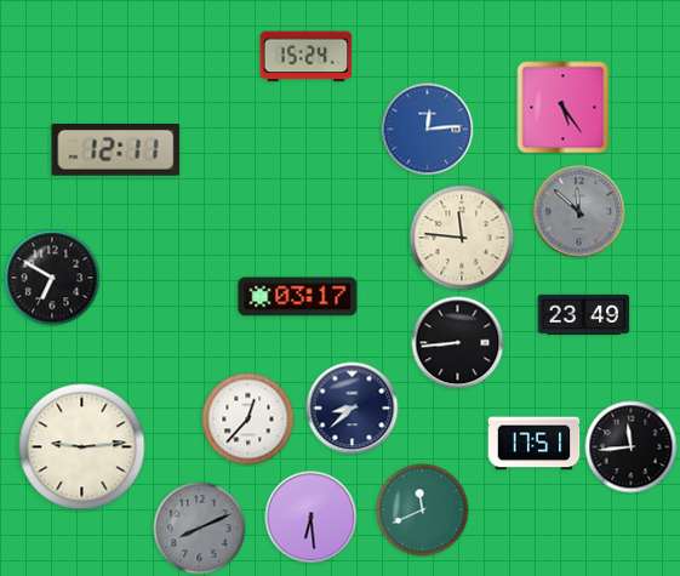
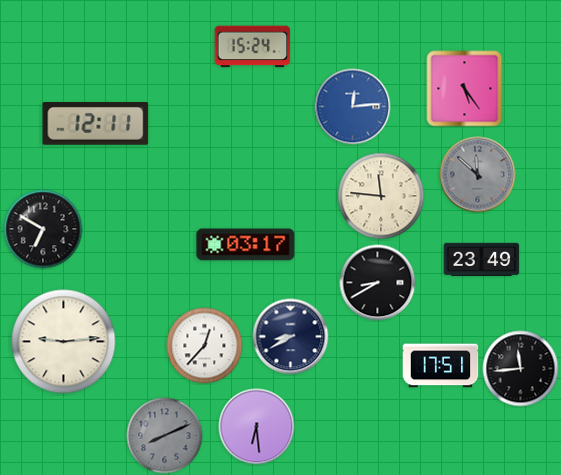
clock at (458, 343): 8:44 -> 8:40
clock at (353, 409): 8:38 -> 8:40
clock at (82, 447) position: (82, 447) -> (64, 342)
clock at (423, 511): 11:41 -> none
